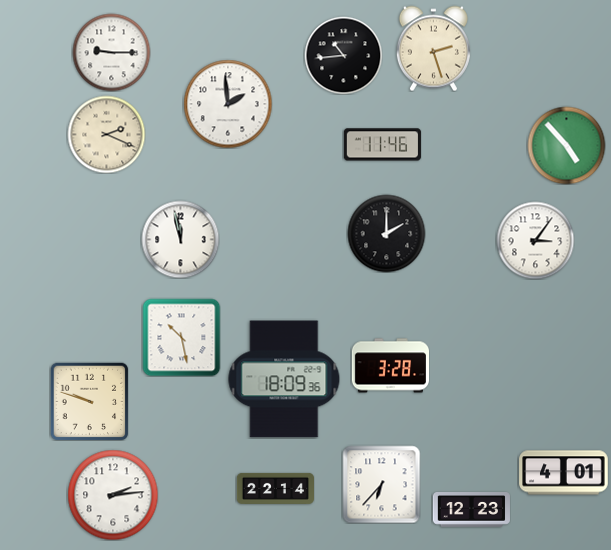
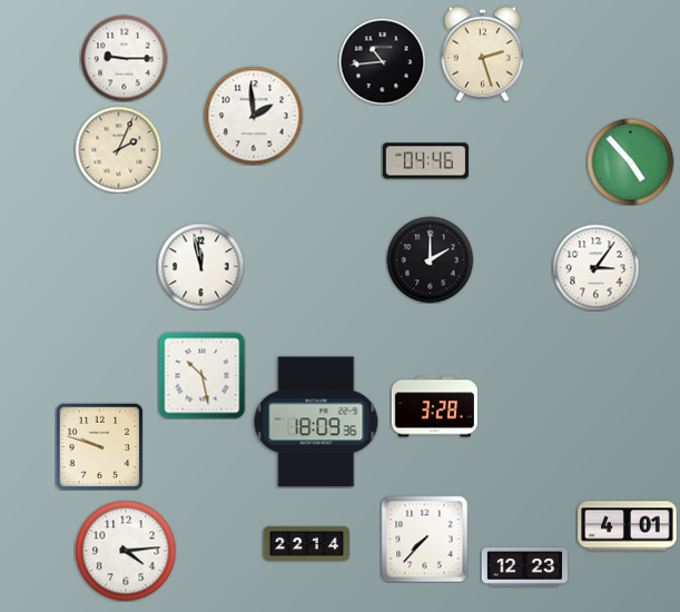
clock at (106, 134): 2:19 -> 2:04
clock at (382, 145): 11:46 -> 04:46
clock at (381, 484): 6:37 -> 7:37
clock at (113, 495): 2:14 -> 4:14
